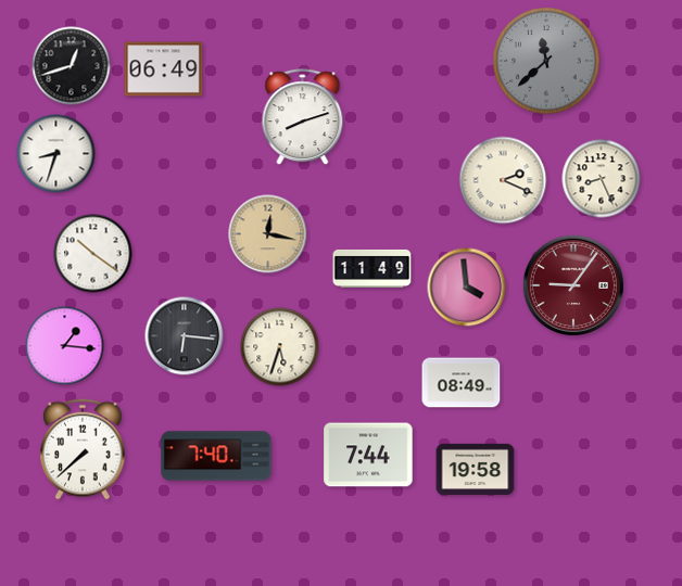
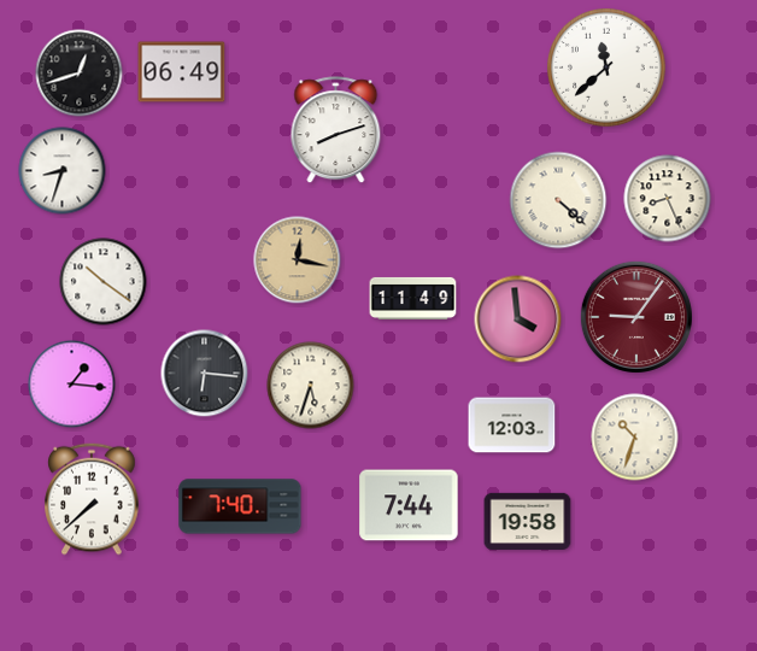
clock at (546, 61) dial: grey -> white
clock at (164, 69) position: (164, 69) -> (182, 72)
clock at (503, 180): 2:19 -> 4:22
clock at (462, 383): 08:49 -> 12:03
clock at (635, 438): none -> 10:33
